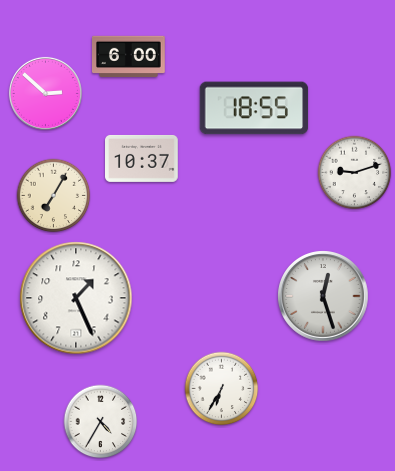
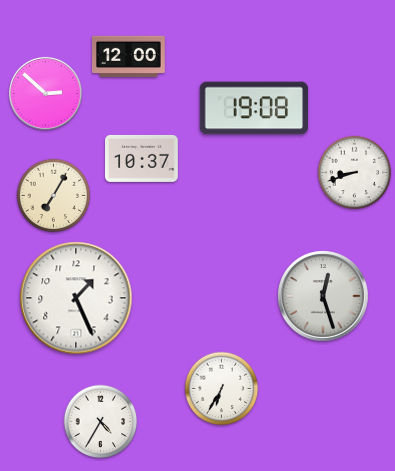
clock at (129, 56): 6:00 -> 12:00
clock at (254, 108): 18:55 -> 19:08
clock at (355, 173): 9:12 -> 8:42
